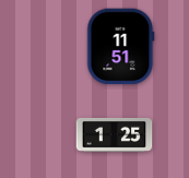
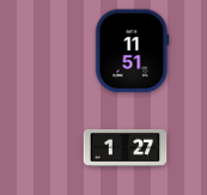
clock at (115, 134): 1:25 -> 1:27
